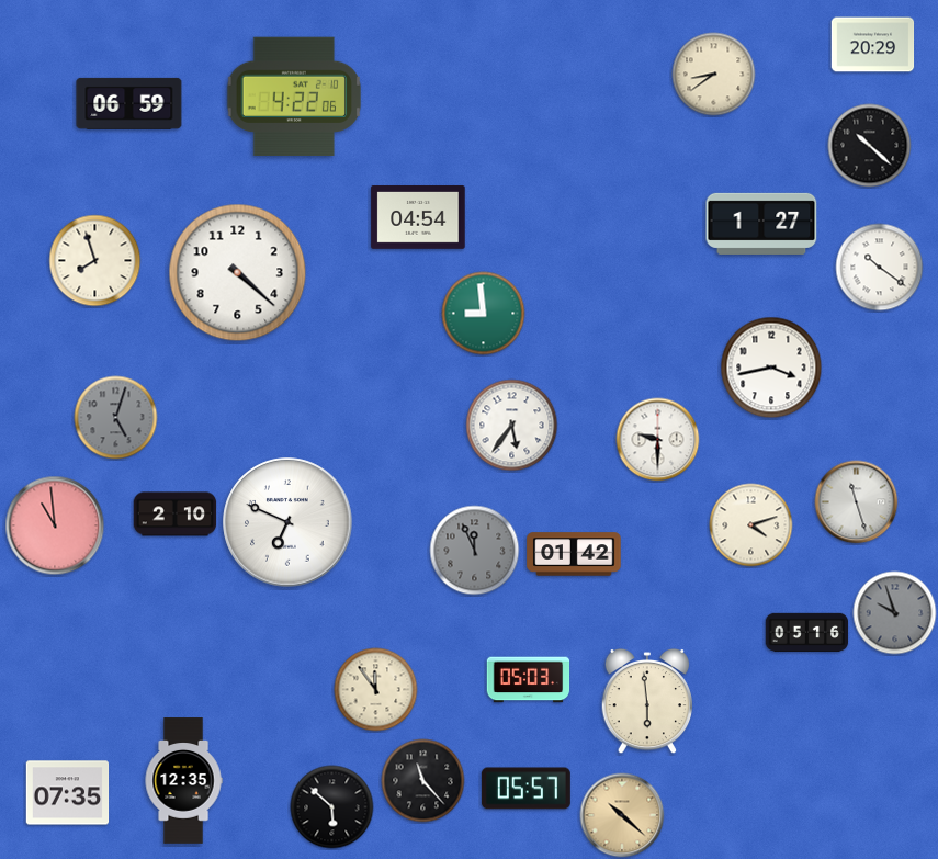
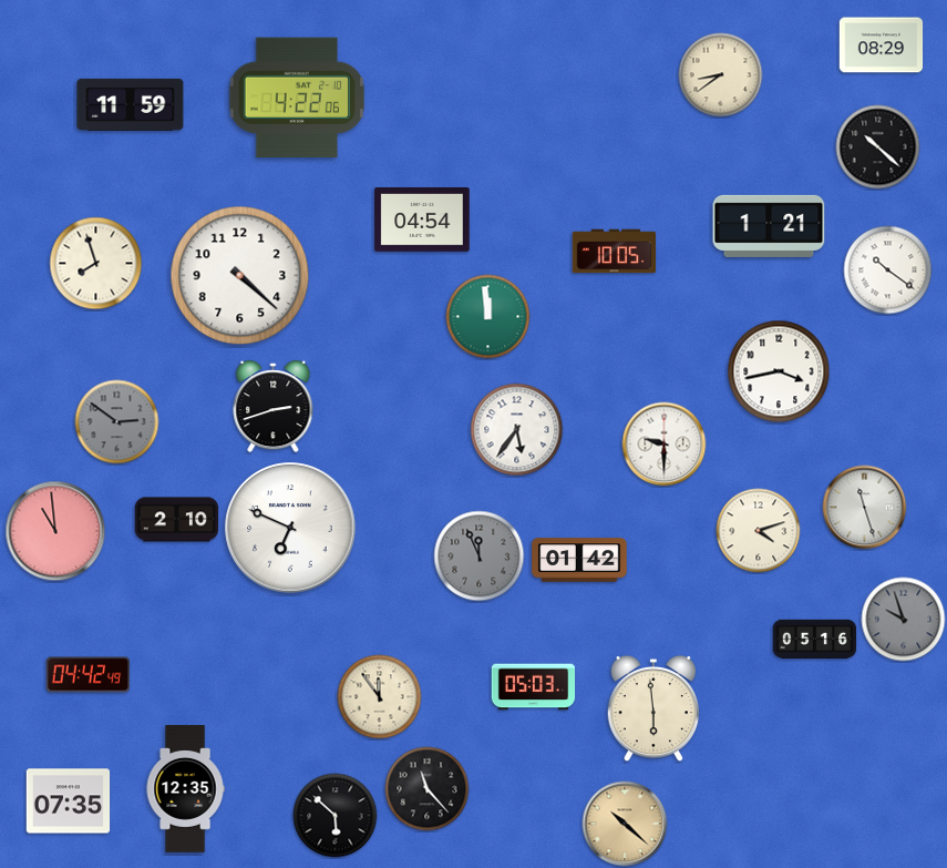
clock at (873, 45): 20:29 -> 08:29
clock at (129, 103): 06:59 -> 11:59
clock at (761, 224): 1:27 -> 1:21
clock at (615, 252): none -> 10:05
clock at (484, 314): 8:59 -> 11:59
clock at (274, 407): none -> 2:42
clock at (116, 418): 5:03 -> 2:51
clock at (89, 675): none -> 04:42
clock at (525, 789): 05:57 -> none
clock at (622, 815) position: (622, 815) -> (625, 824)
